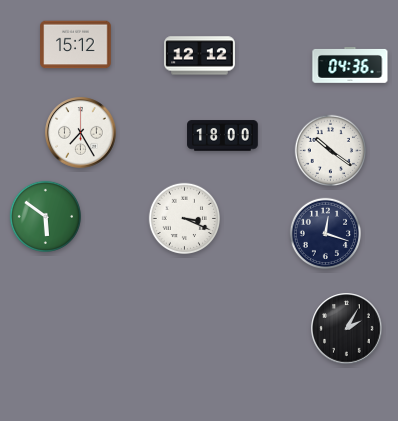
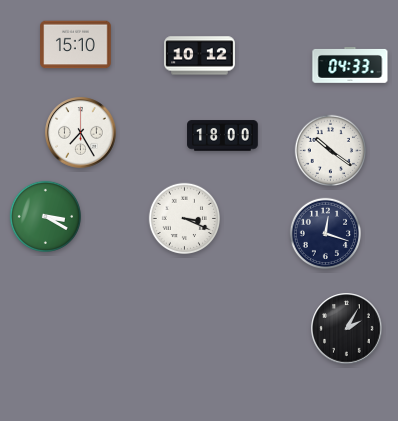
clock at (76, 45): 15:12 -> 15:10
clock at (200, 56): 12:12 -> 10:12
clock at (350, 66): 04:36 -> 04:33
clock at (45, 216): 5:51 -> 3:20
